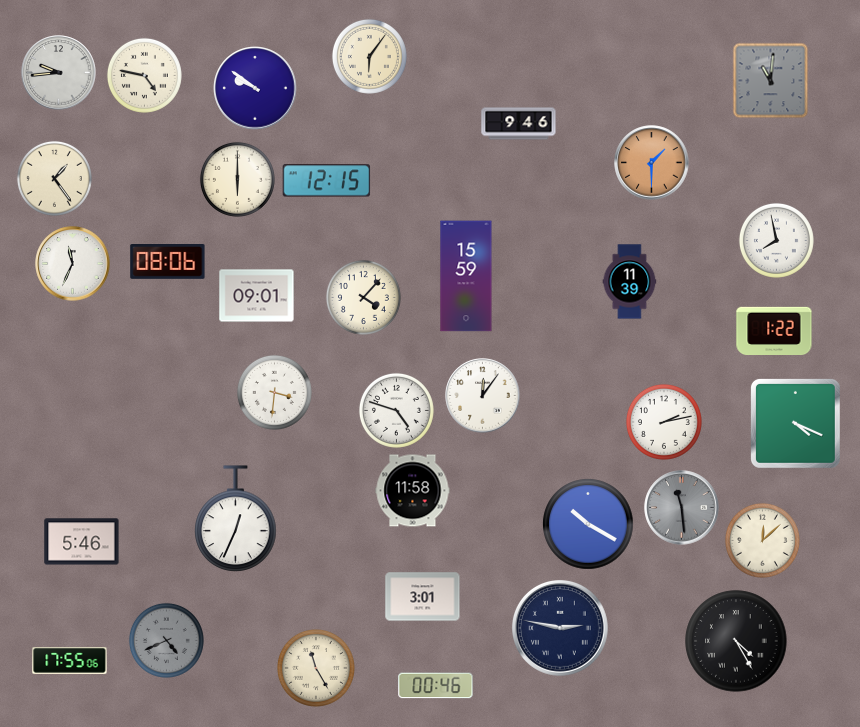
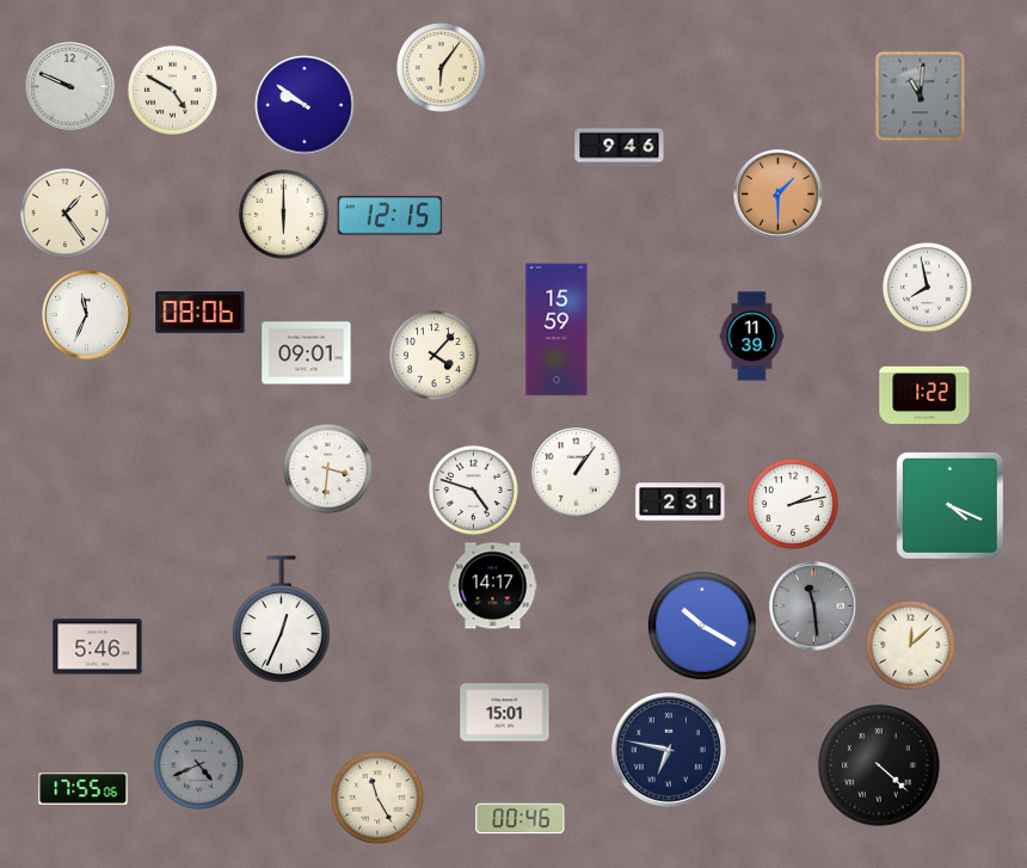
clock at (59, 73): 9:44 -> 9:49
clock at (144, 75): 4:47 -> 4:50
clock at (483, 396): 12:06 -> 1:06
clock at (681, 503): none -> 2:31
clock at (413, 491): 11:58 -> 14:17
clock at (423, 597): 3:01 -> 15:01
clock at (560, 628): 2:47 -> 6:47
clock at (736, 641): 4:25 -> 4:22
